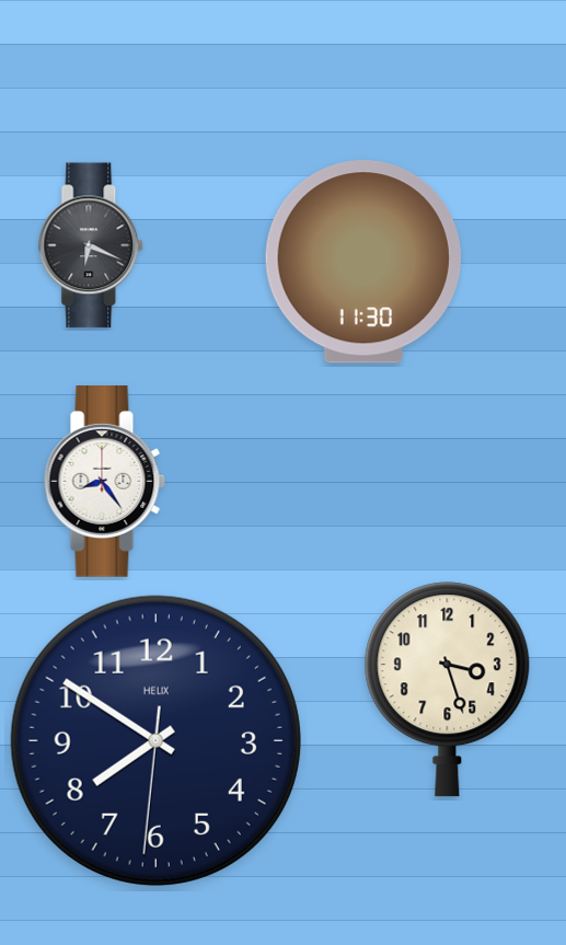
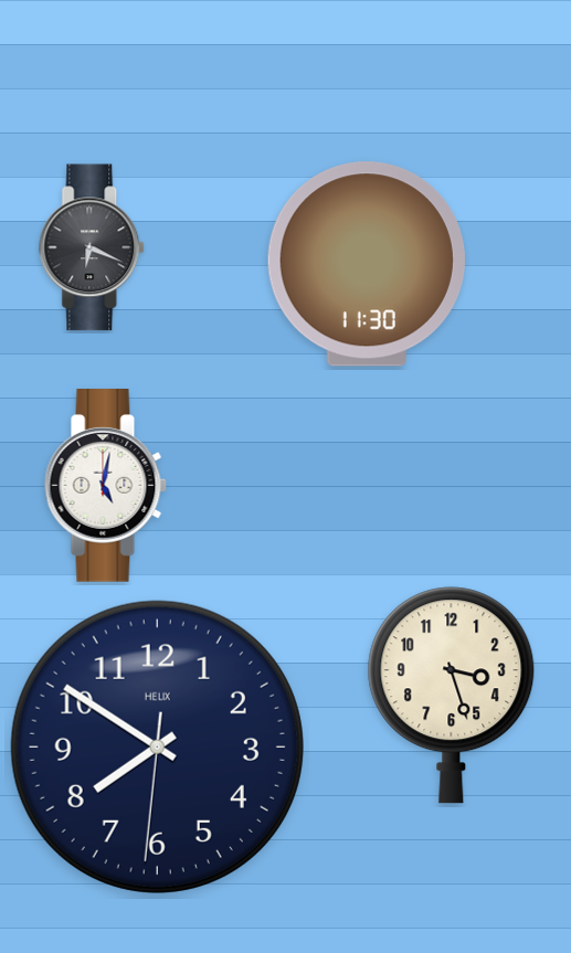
clock at (104, 482): 8:24 -> 5:02
